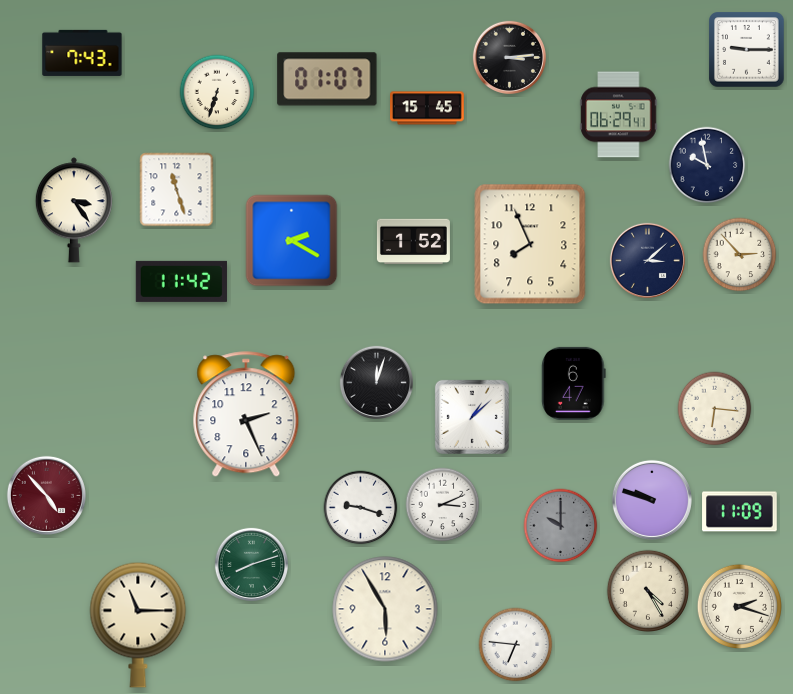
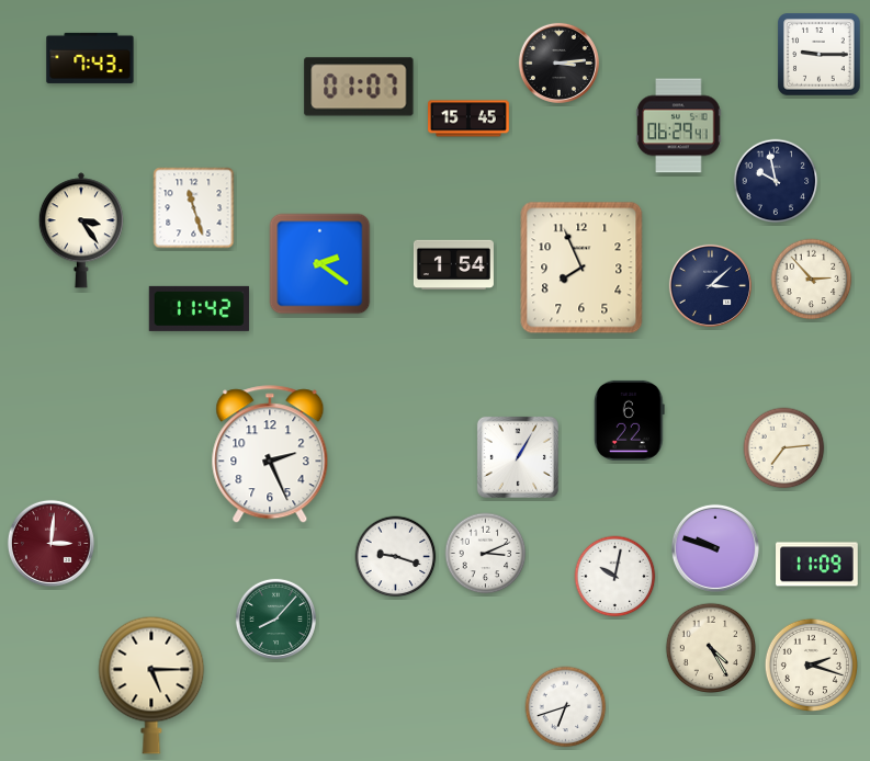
clock at (217, 92): 6:33 -> none
clock at (292, 241): 2:20 -> 2:21
clock at (413, 242): 1:52 -> 1:54
clock at (376, 382): 12:03 -> none
clock at (574, 383): 6:47 -> 6:22
clock at (715, 409): 6:16 -> 7:14
clock at (472, 417): 1:08 -> 1:05
clock at (46, 495): 4:53 -> 3:01
clock at (740, 512) position: (740, 512) -> (817, 565)
clock at (561, 526): 10:00 -> 10:02
clock at (561, 526) dial: grey -> white
clock at (251, 564): 8:12 -> 8:07
clock at (385, 609): 5:55 -> none
clock at (138, 625): 11:15 -> 5:15
clock at (516, 645): 6:46 -> 6:42
